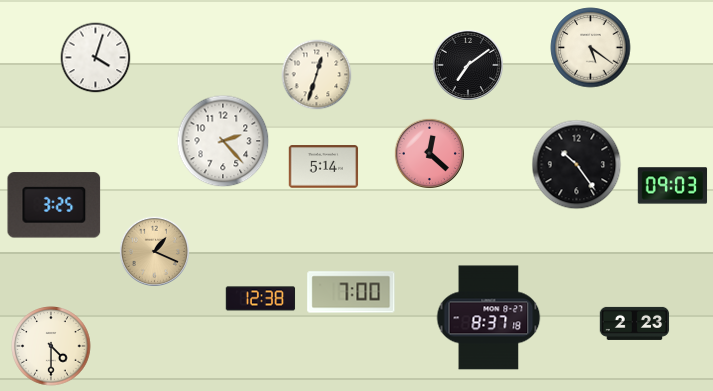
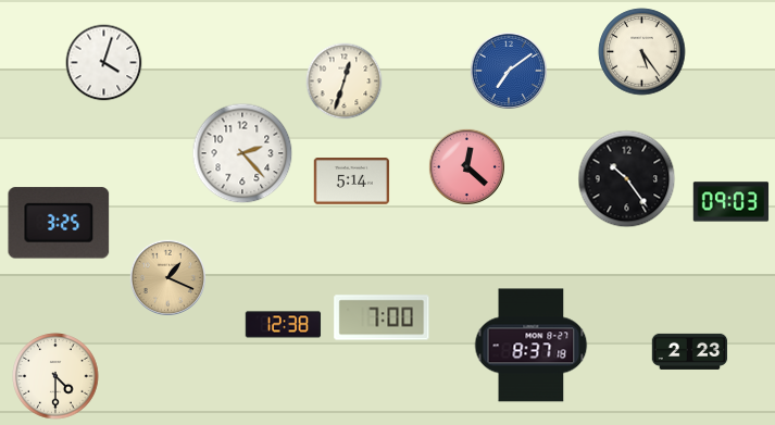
clock at (591, 48): 5:21 -> 5:24
clock at (468, 65) dial: black -> blue
clock at (154, 251) position: (154, 251) -> (167, 277)
